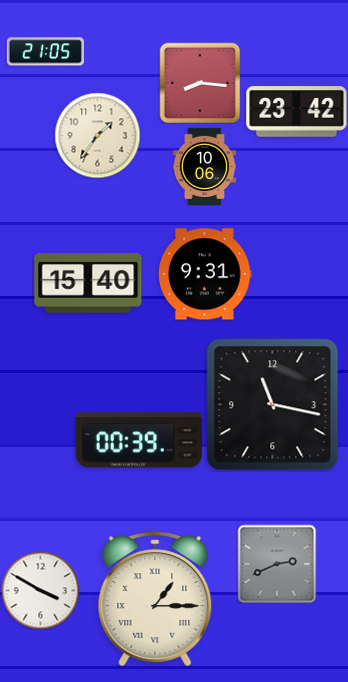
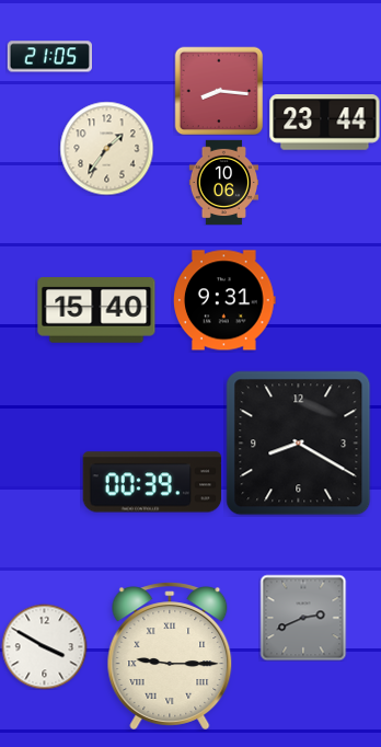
clock at (297, 112): 23:42 -> 23:44
clock at (273, 405): 11:17 -> 8:20
clock at (155, 599): 1:15 -> 9:15
